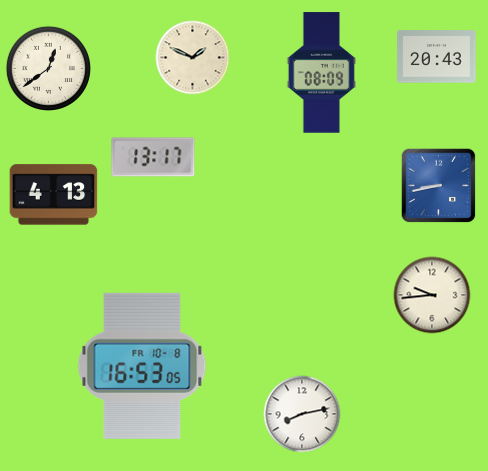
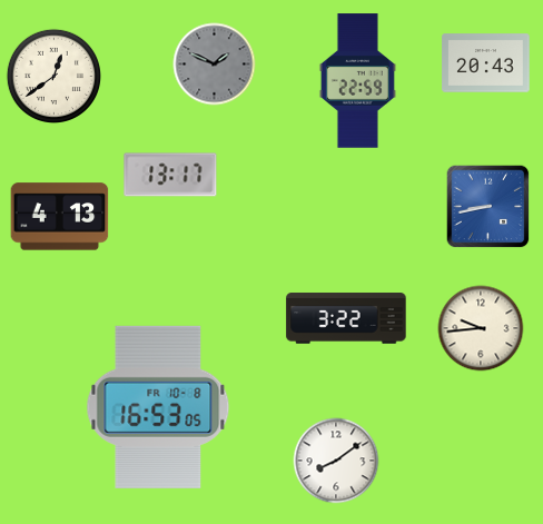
clock at (193, 58) dial: cream -> grey
clock at (321, 73): 08:09 -> 22:59
clock at (346, 318): none -> 3:22
clock at (302, 414): 8:13 -> 8:09
